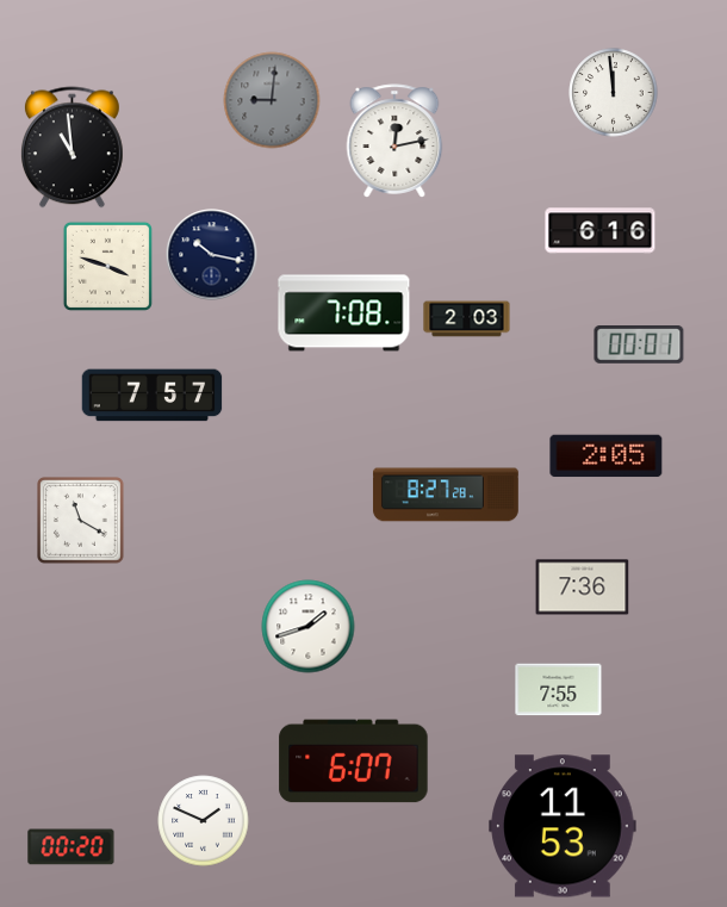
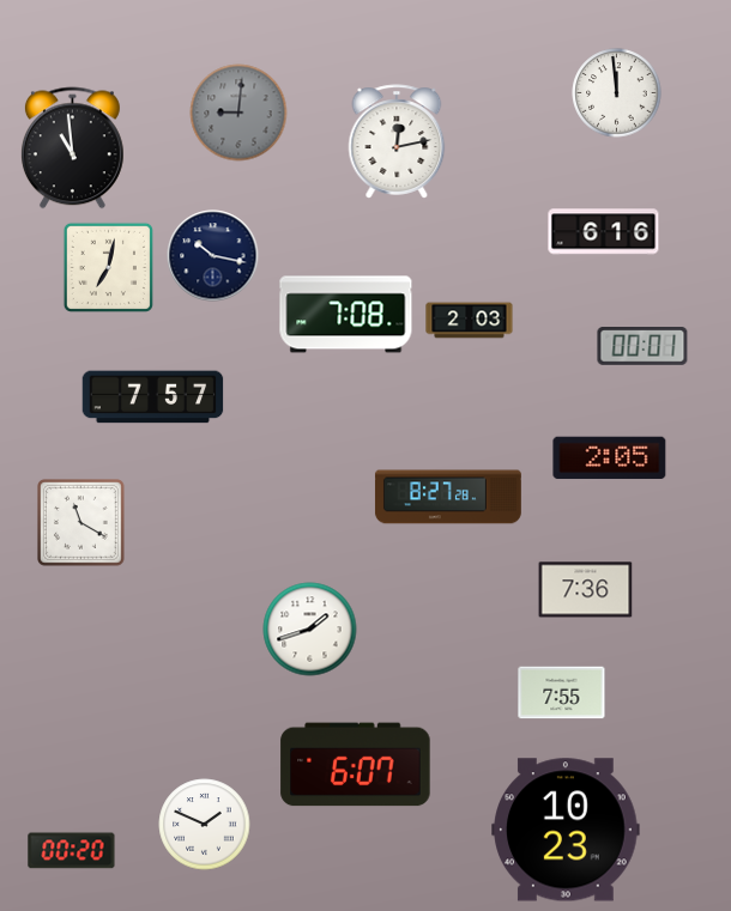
clock at (272, 100) position: (272, 100) -> (238, 113)
clock at (107, 266): 3:48 -> 7:02
clock at (563, 826): 11:53 -> 10:23
